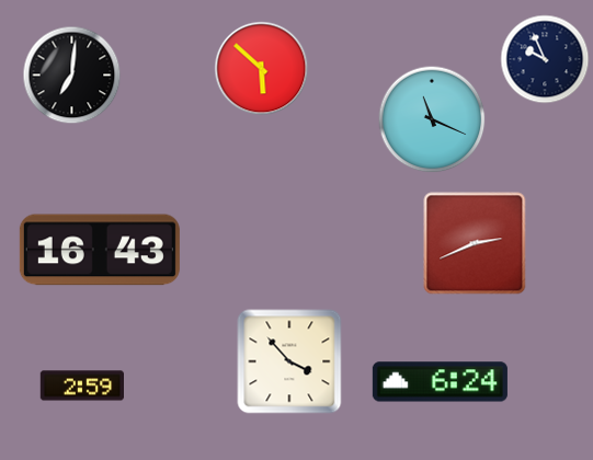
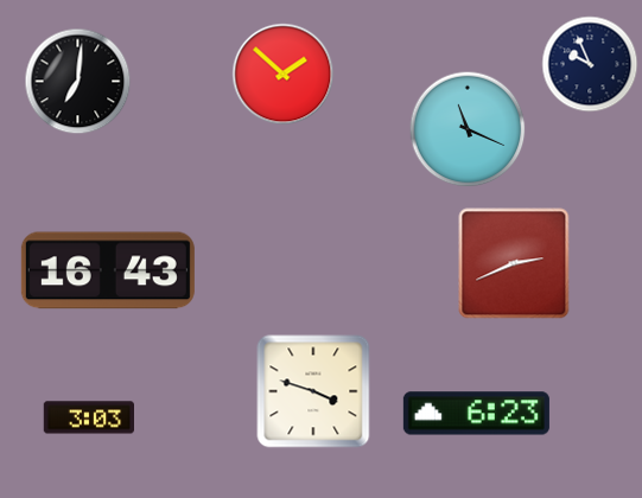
clock at (262, 69): 5:52 -> 1:52
clock at (289, 361): 3:53 -> 3:48
clock at (440, 382): 6:24 -> 6:23
clock at (81, 386): 2:59 -> 3:03
